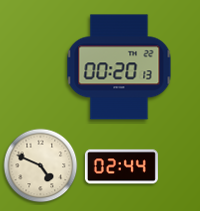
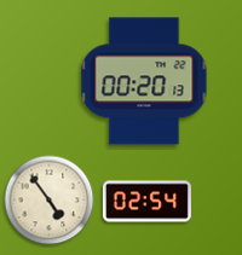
clock at (41, 166): 4:49 -> 4:54
clock at (121, 167): 02:44 -> 02:54
